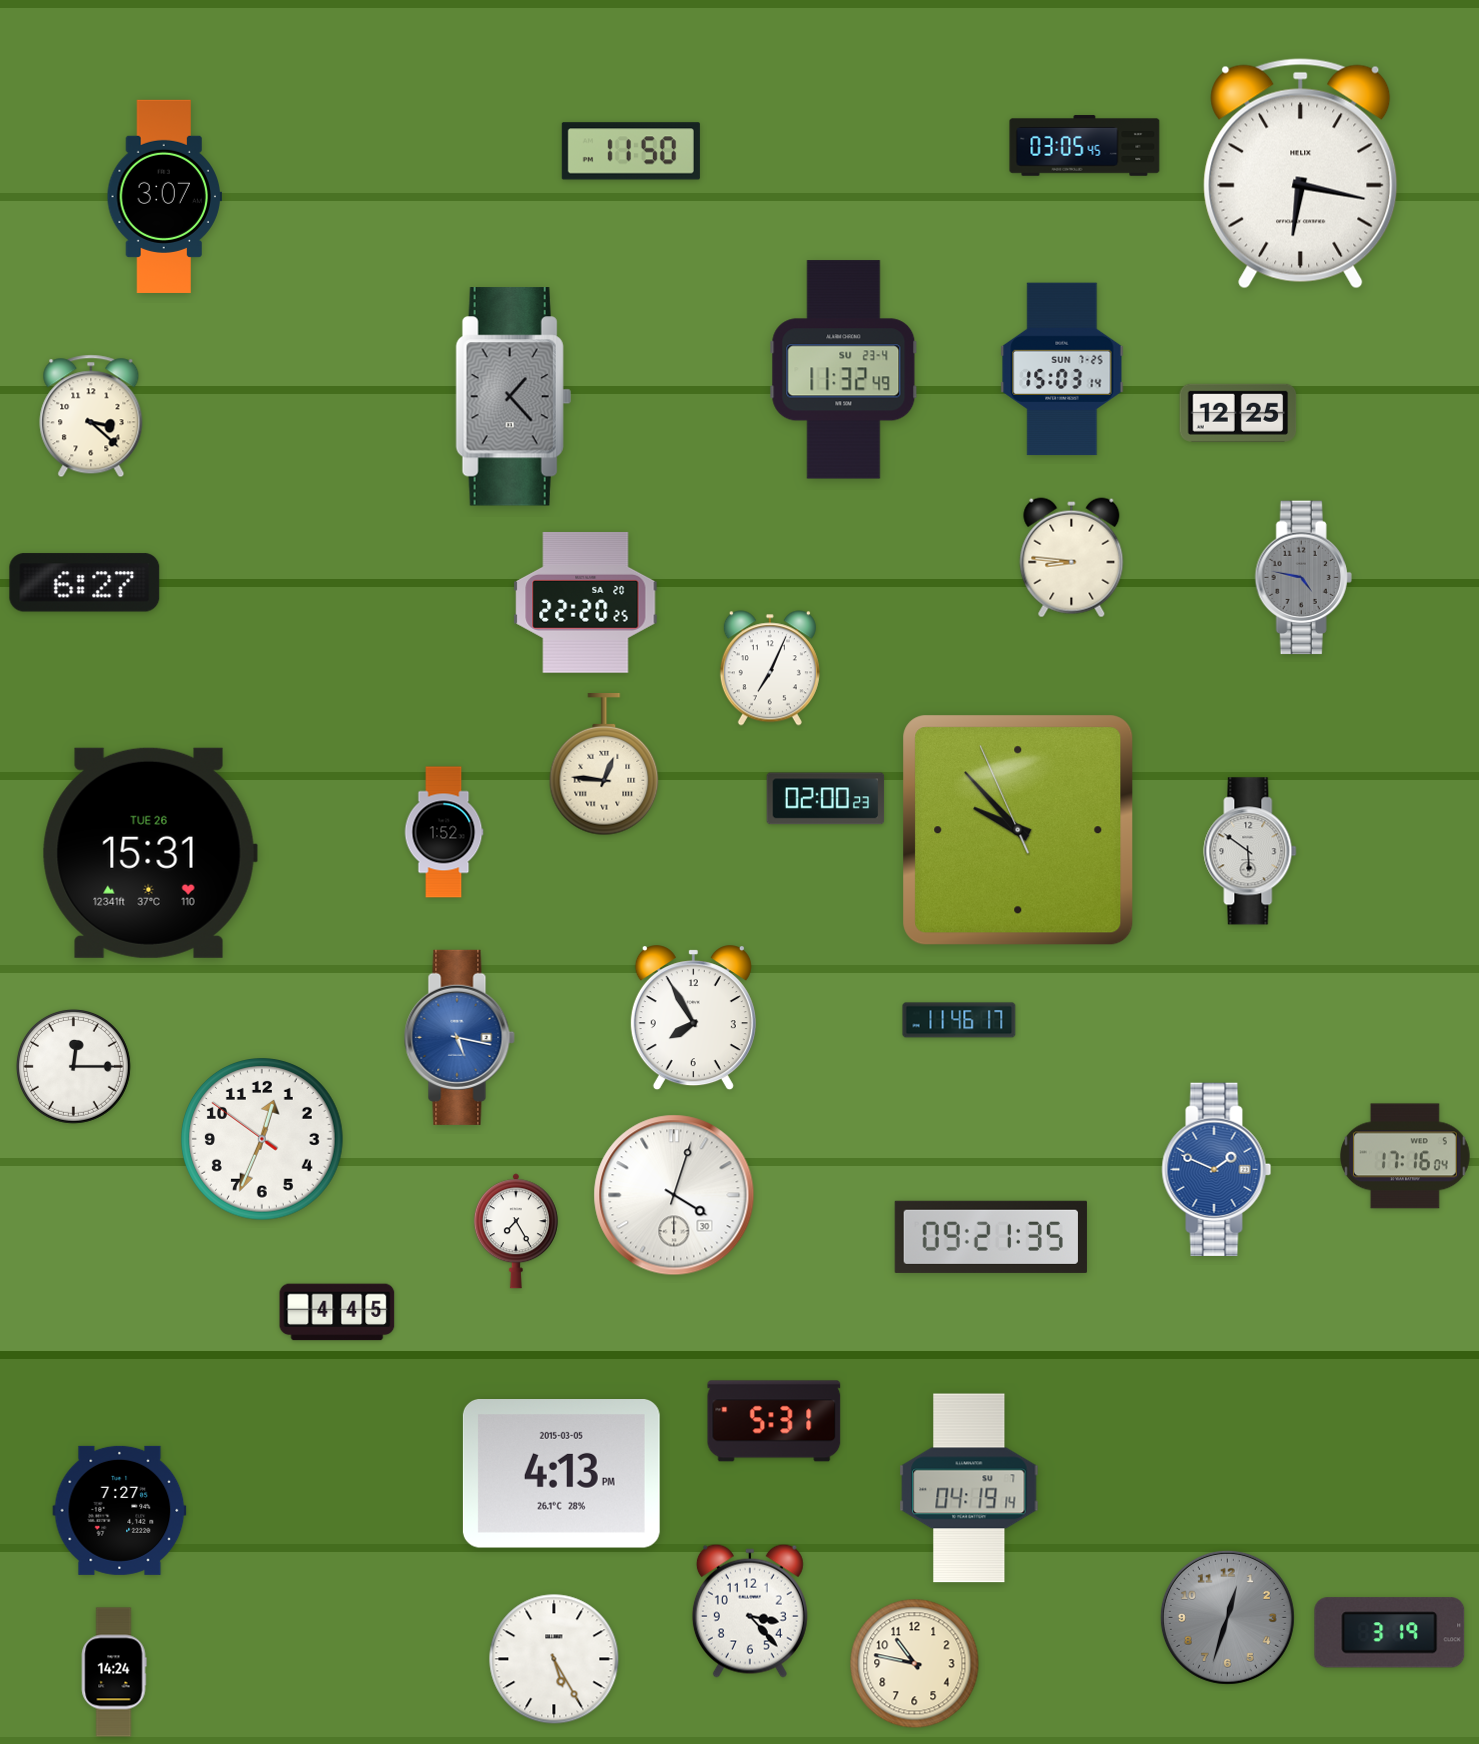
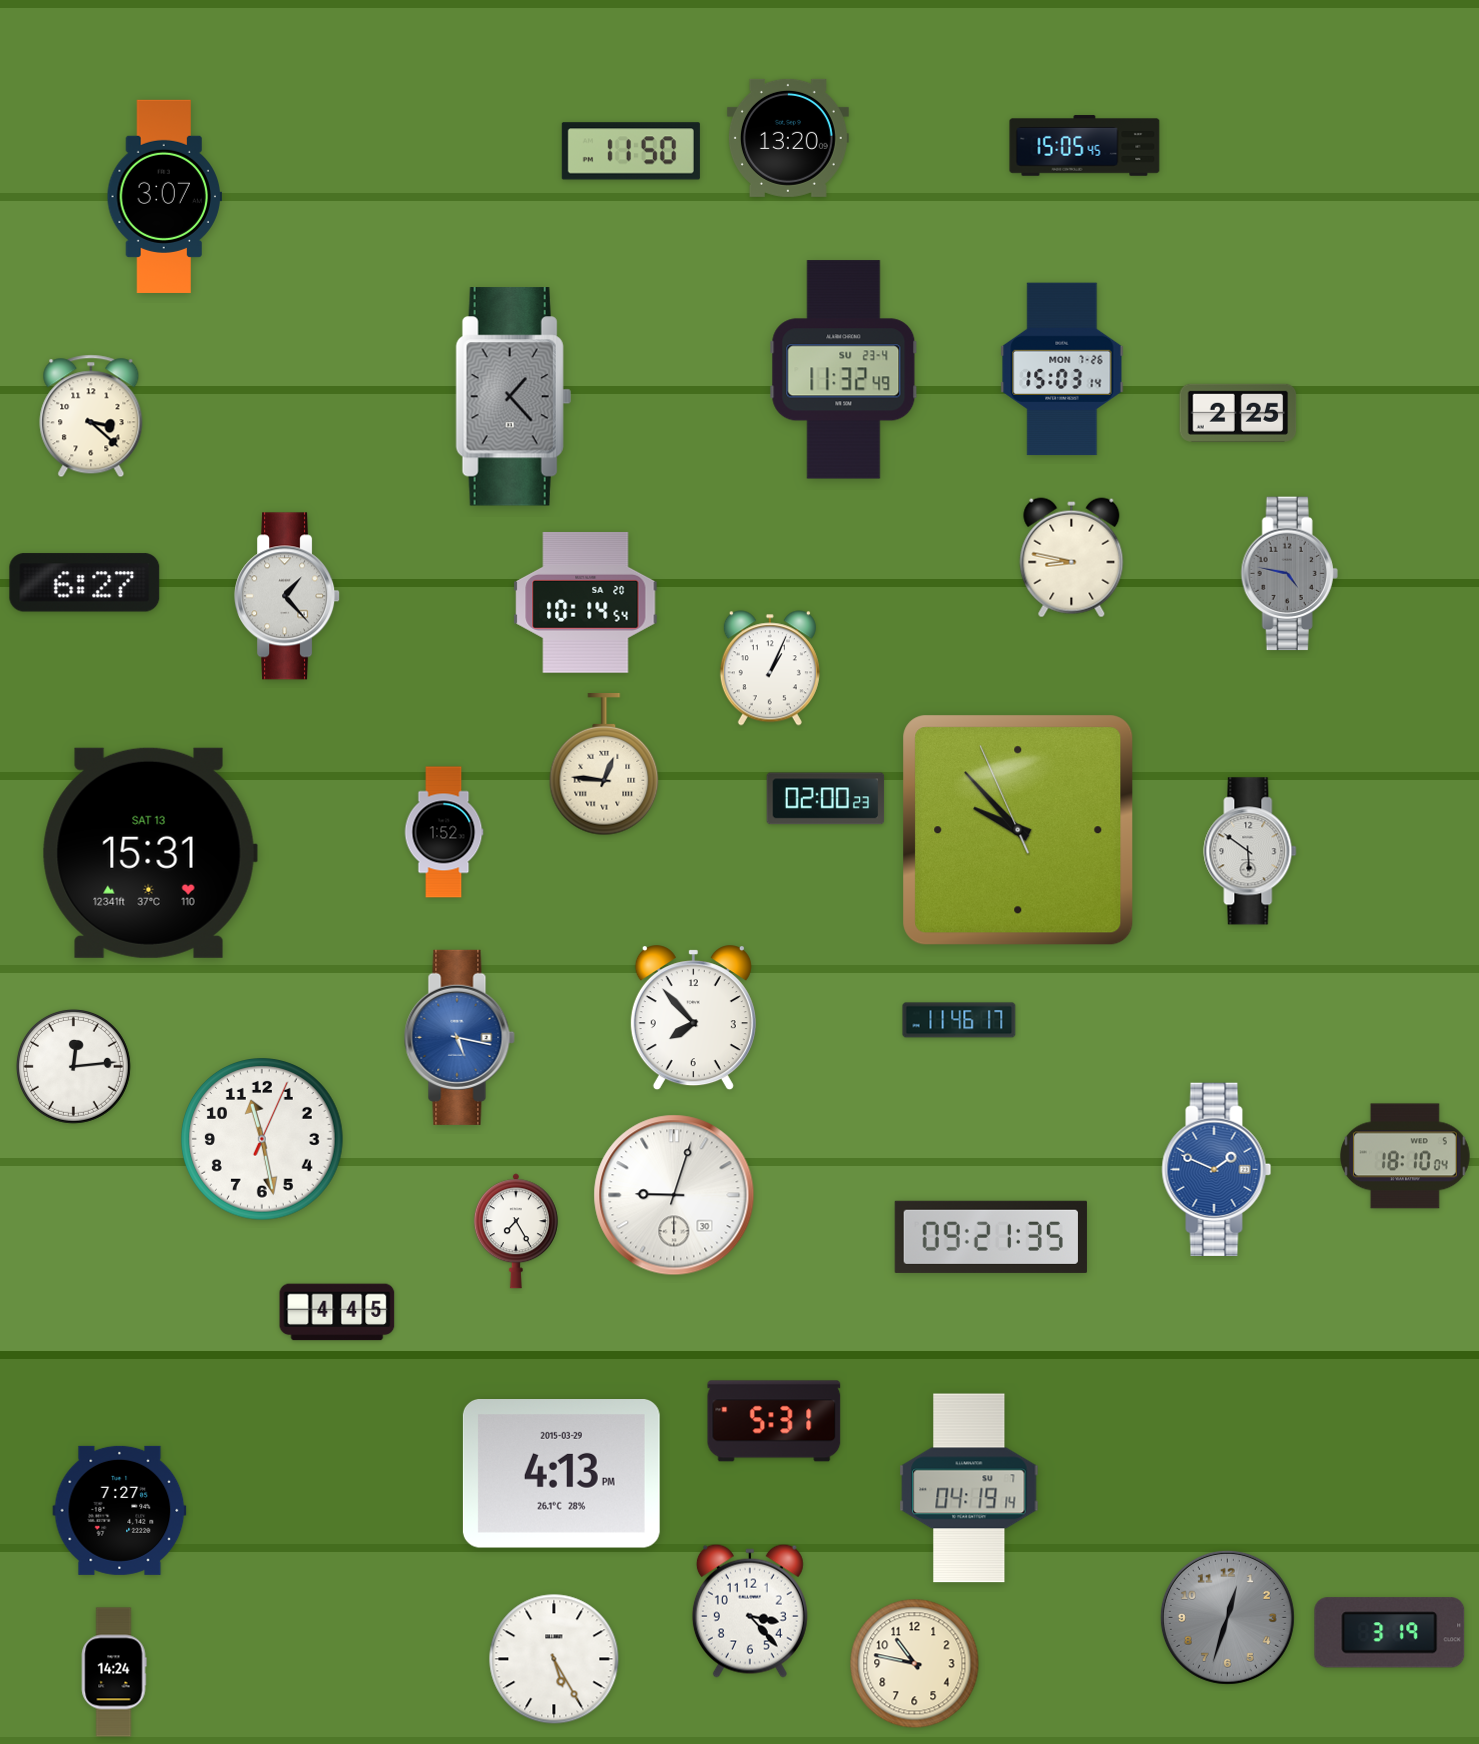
clock at (788, 138): none -> 13:20
clock at (1085, 146): 03:05 -> 15:05
clock at (1301, 174): 6:17 -> none
clock at (1062, 369) date: SUN 7-25 -> MON 7-26
clock at (1238, 413): 12:25 -> 2:25
clock at (1072, 558): 8:46 -> 8:47
clock at (1303, 578) position: (1303, 578) -> (1289, 574)
clock at (288, 596): none -> 1:23
clock at (586, 602): 22:20 -> 10:14
clock at (770, 668): 7:04 -> 1:04
clock at (150, 853) date: TUE 26 -> SAT 13
clock at (693, 1018): 7:55 -> 7:53
clock at (73, 1066): 12:15 -> 12:14
clock at (263, 1140): 12:33 -> 11:28
clock at (1405, 1156): 17:16 -> 18:10
clock at (674, 1195): 4:03 -> 9:03
clock at (561, 1474) date: 2015-03-05 -> 2015-03-29
